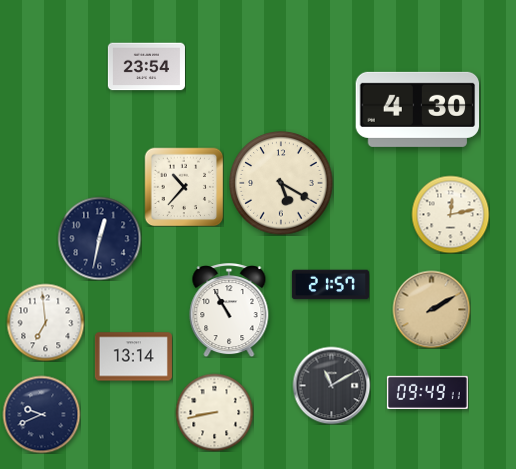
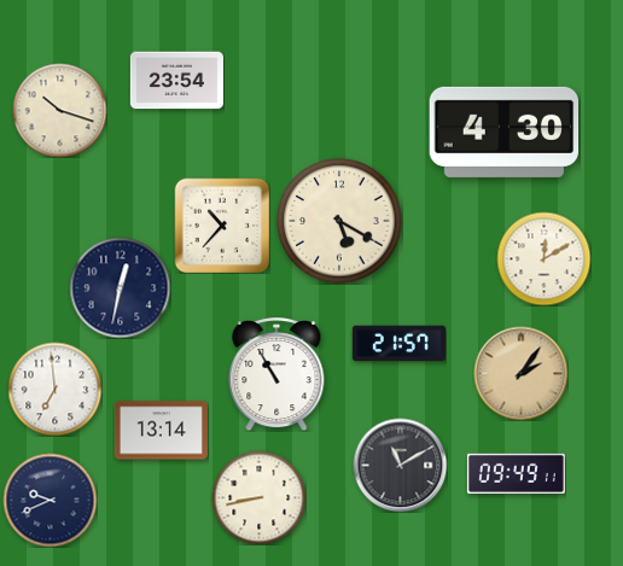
clock at (59, 110): none -> 10:18
clock at (450, 214): 12:13 -> 12:10
clock at (431, 309): 2:10 -> 2:06
